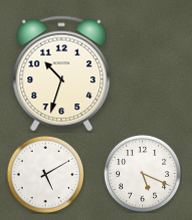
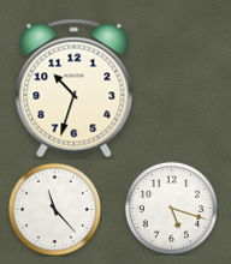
clock at (142, 173): 5:19 -> 5:18
clock at (45, 174): 5:10 -> 11:23
